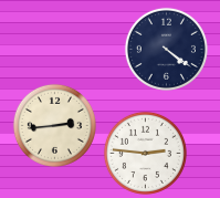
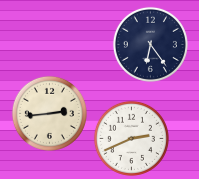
clock at (166, 49): 4:21 -> 6:24
clock at (145, 153): 2:46 -> 2:41
